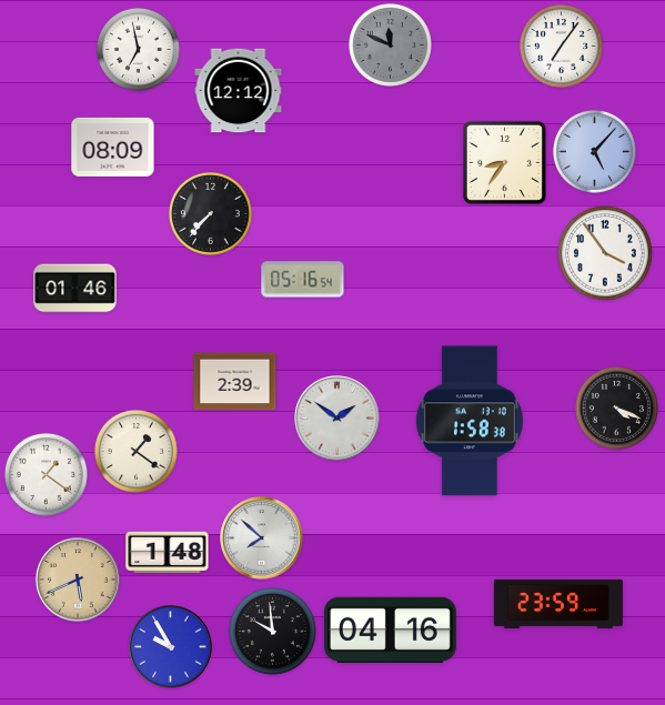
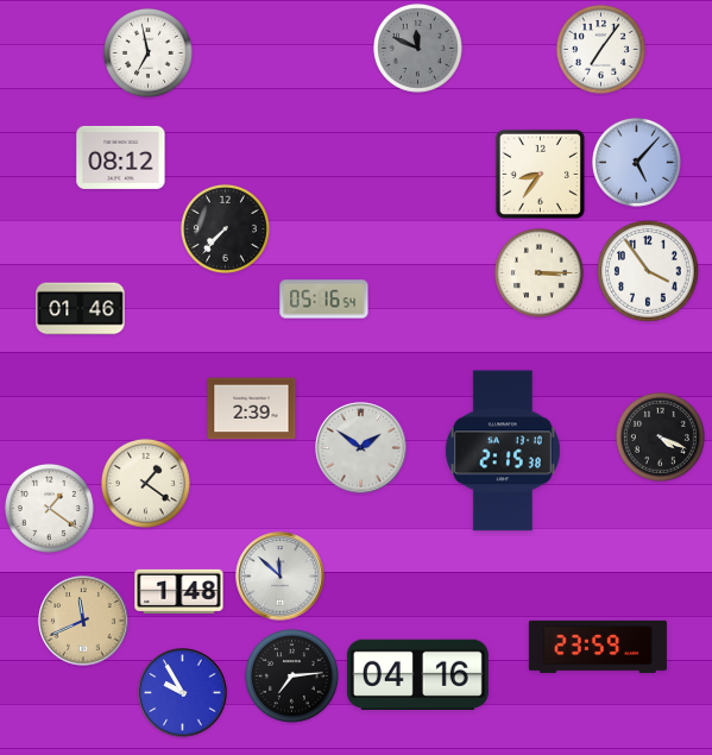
clock at (239, 91): 12:12 -> none
clock at (113, 147): 08:09 -> 08:12
clock at (538, 272): none -> 3:15
clock at (470, 421): 1:58 -> 2:15
clock at (262, 538): 7:52 -> 11:52
clock at (78, 580): 5:41 -> 11:41
clock at (272, 631): 9:59 -> 7:14
